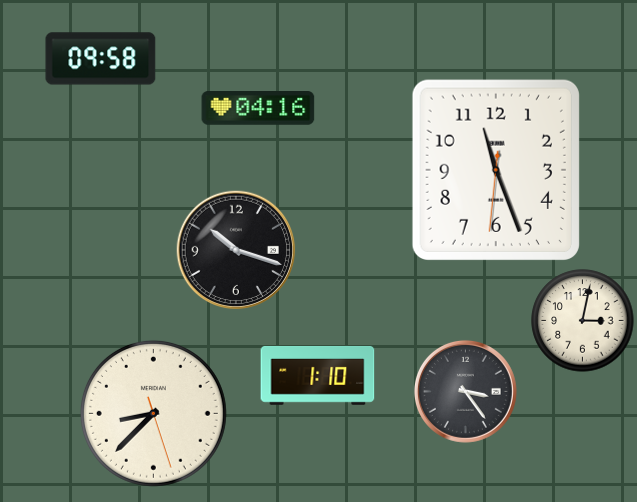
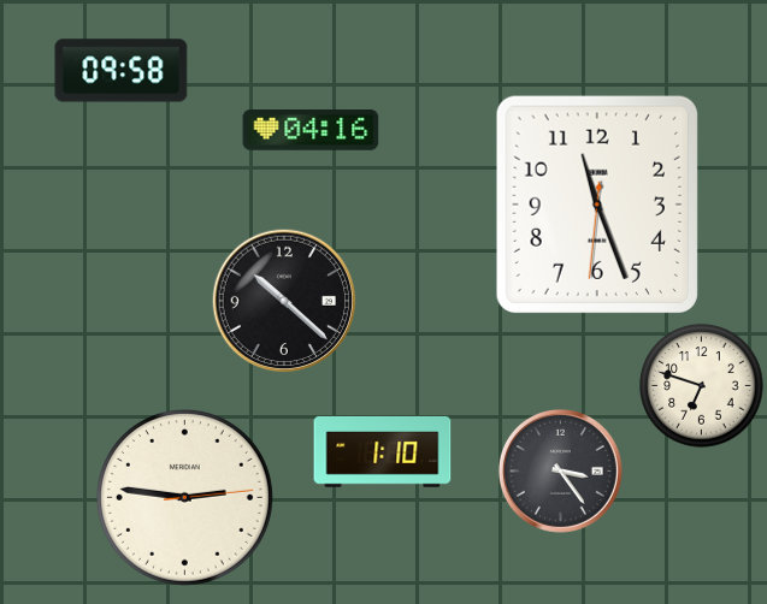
clock at (236, 250): 10:18 -> 10:22
clock at (583, 321): 3:02 -> 6:48
clock at (153, 413): 8:37 -> 2:46
